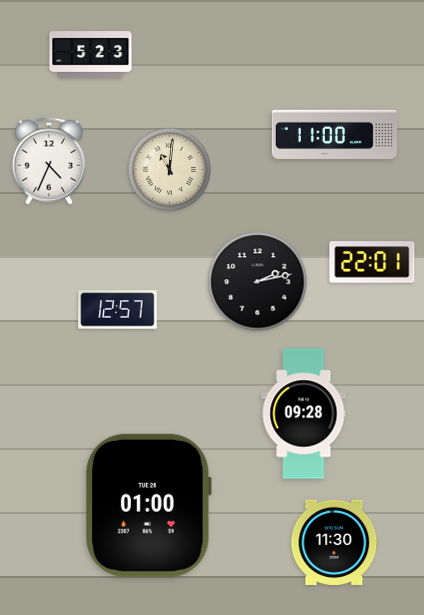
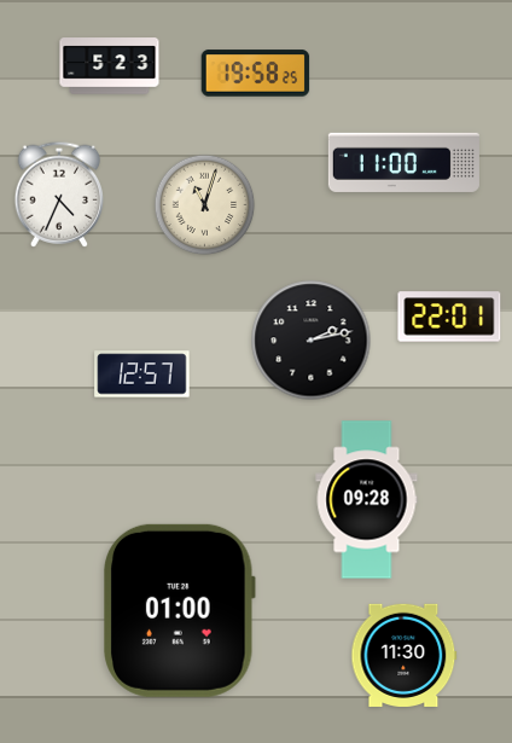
clock at (256, 74): none -> 19:58
clock at (170, 170): 11:01 -> 11:03
